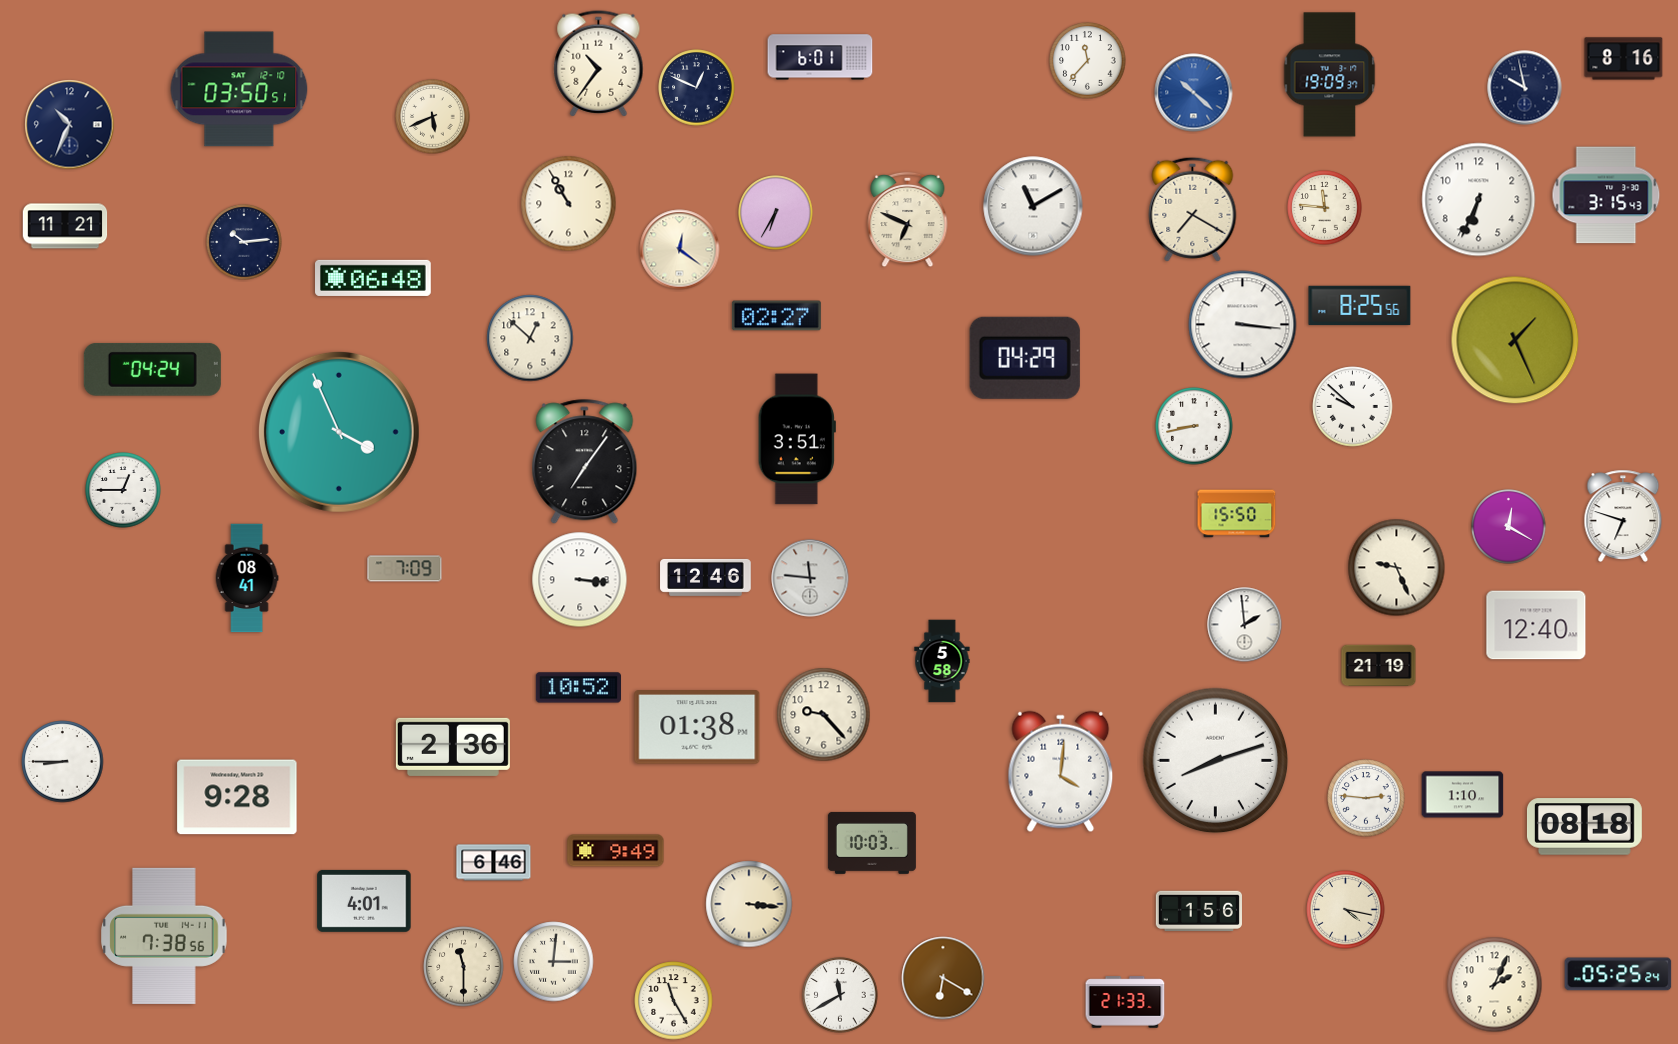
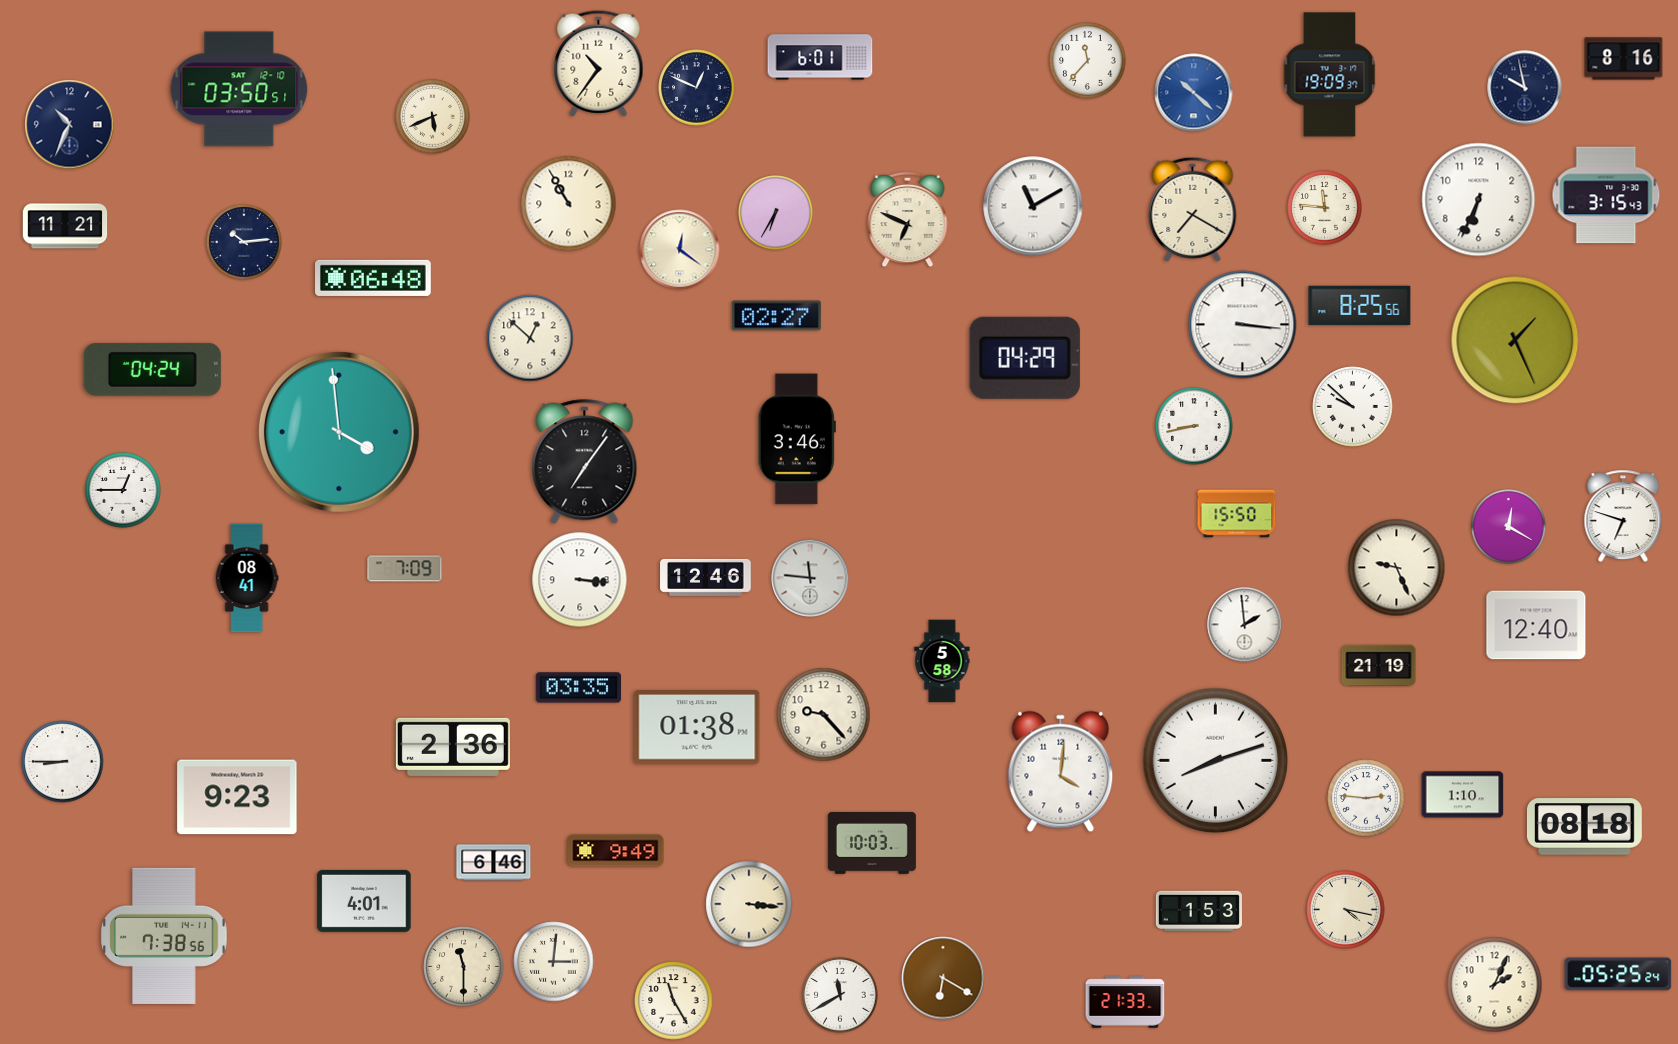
clock at (339, 432): 3:56 -> 3:59
clock at (797, 439): 3:51 -> 3:46
clock at (578, 688): 10:52 -> 03:35
clock at (237, 797): 9:28 -> 9:23
clock at (1199, 910): 1:56 -> 1:53
